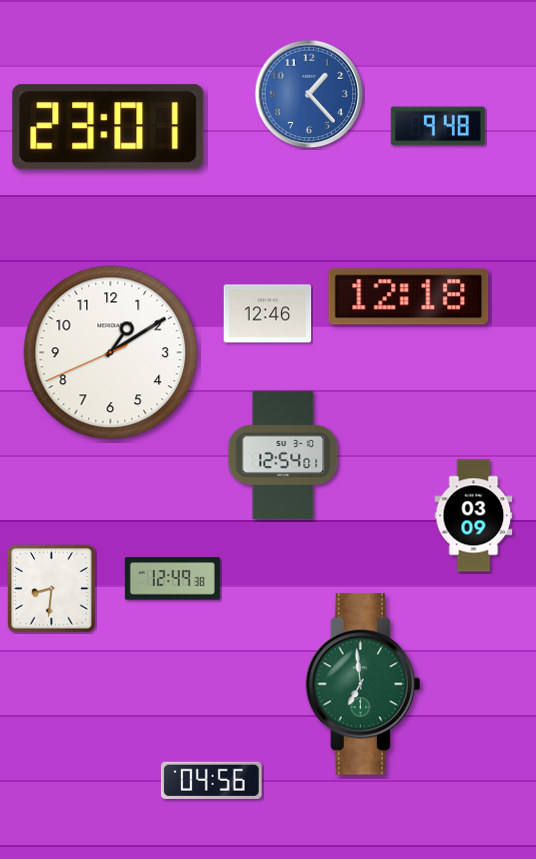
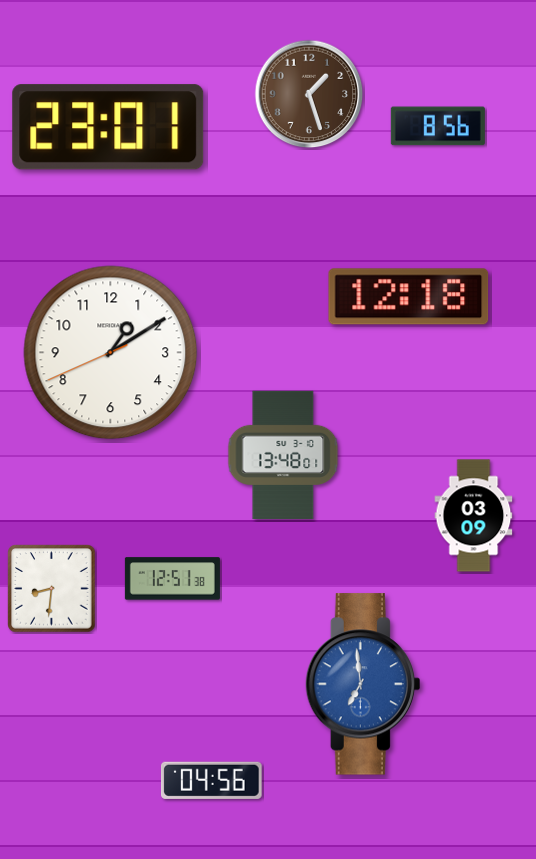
clock at (309, 94): 1:23 -> 1:27
clock at (309, 94) dial: blue -> brown
clock at (438, 126): 9:48 -> 8:56
clock at (268, 314): 12:46 -> none
clock at (283, 455): 12:54 -> 13:48
clock at (172, 579): 12:49 -> 12:51
clock at (362, 684) dial: green -> blue
